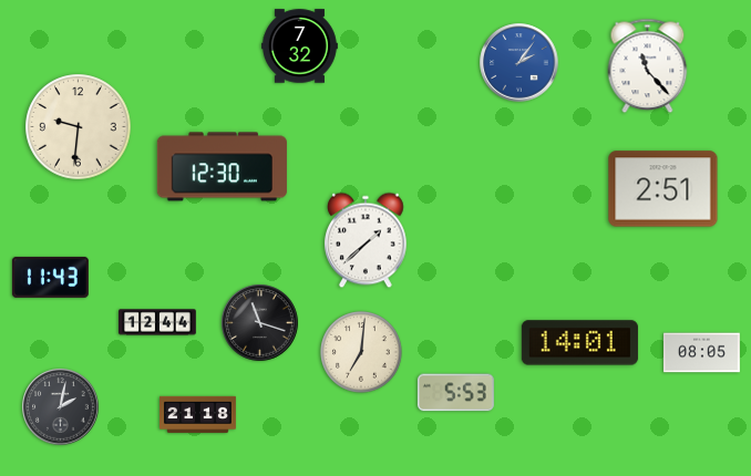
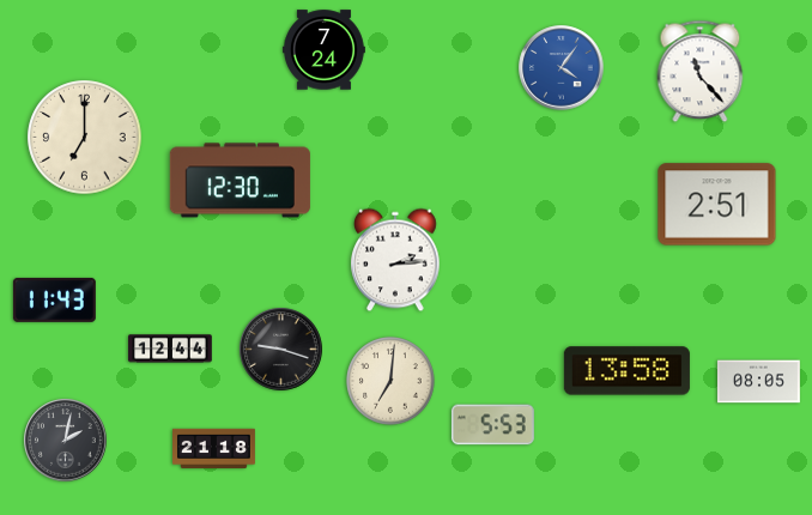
clock at (299, 46): 7:32 -> 7:24
clock at (519, 63): 2:06 -> 4:06
clock at (79, 127): 9:31 -> 7:00
clock at (367, 240): 1:38 -> 2:14
clock at (260, 323): 11:18 -> 9:18
clock at (579, 343): 14:01 -> 13:58
